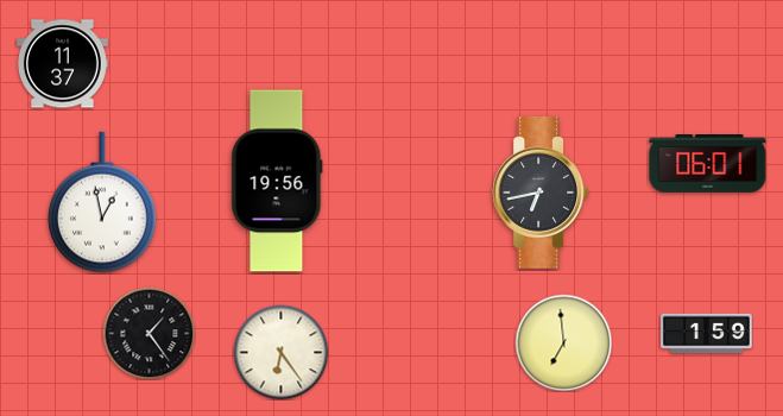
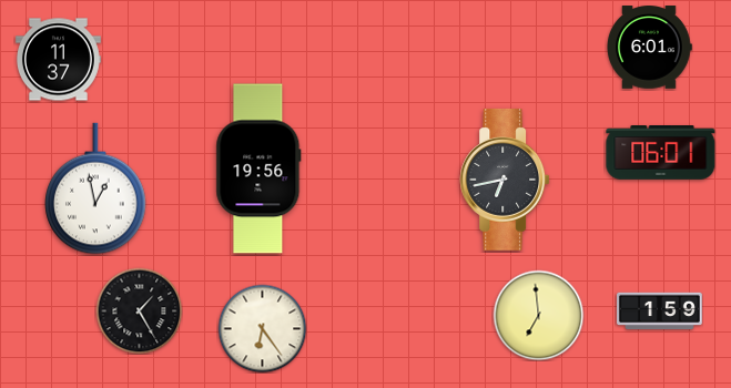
clock at (649, 48): none -> 6:01
clock at (149, 333): 1:24 -> 1:25
clock at (563, 342) position: (563, 342) -> (538, 315)
